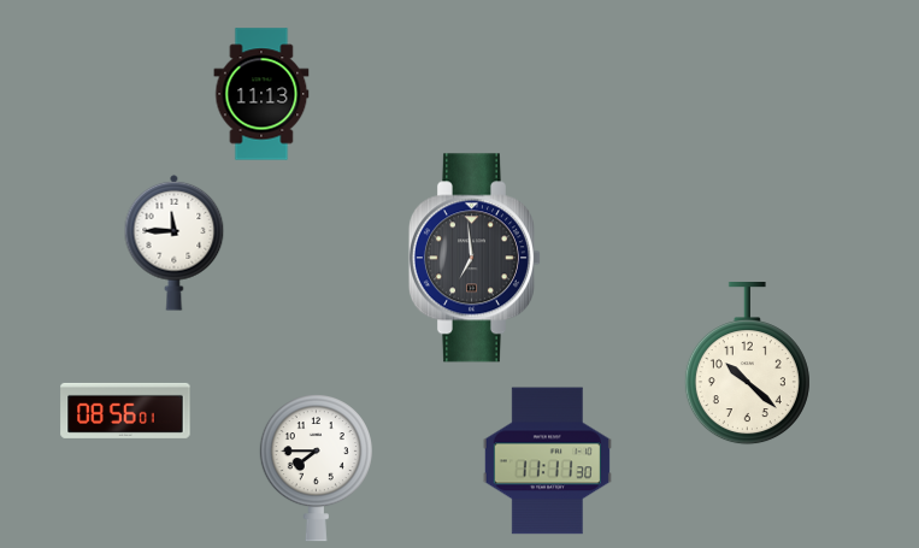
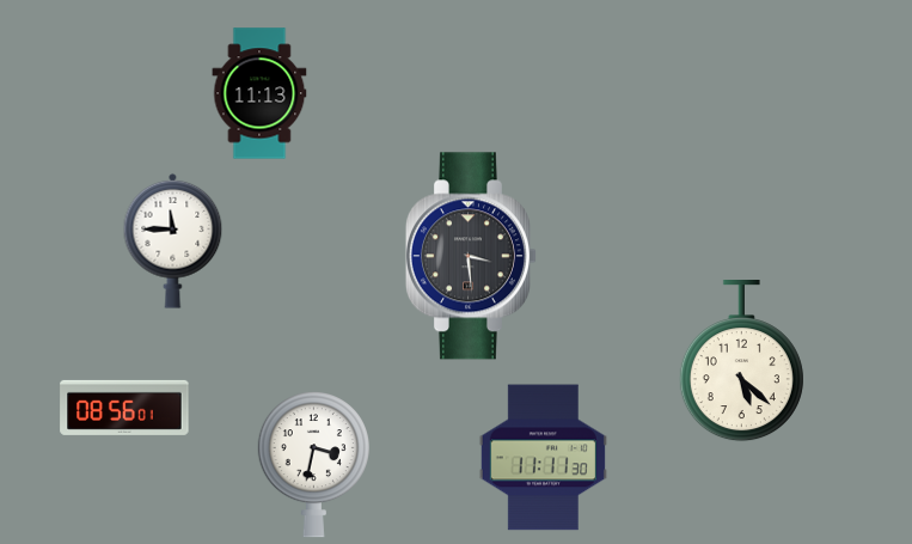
clock at (473, 258): 6:59 -> 3:29
clock at (747, 365): 10:22 -> 5:22
clock at (316, 469): 7:45 -> 3:32
